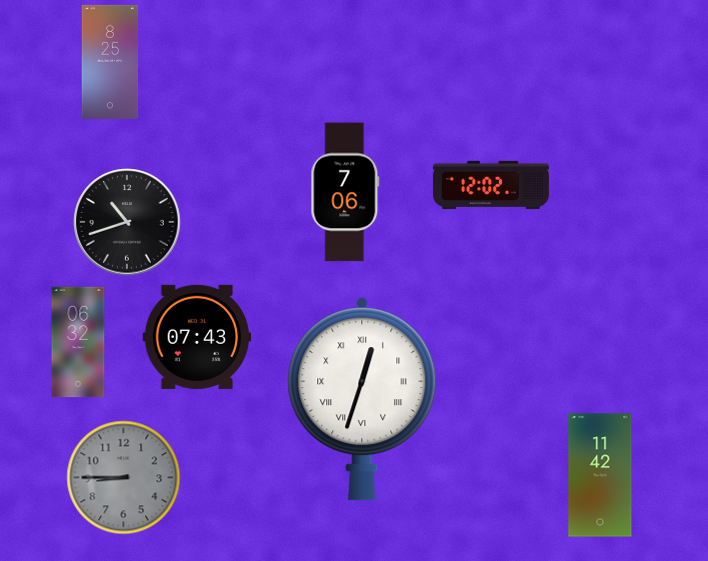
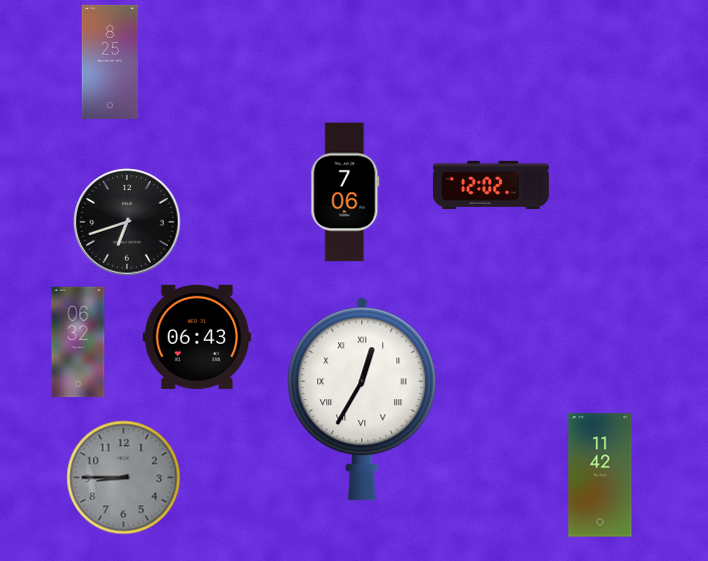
clock at (127, 222): 10:42 -> 6:42
clock at (197, 337): 07:43 -> 06:43
clock at (362, 399): 12:33 -> 12:35
